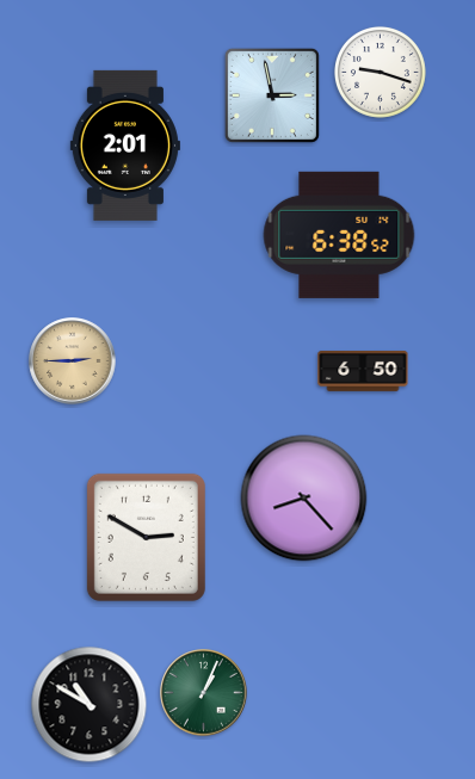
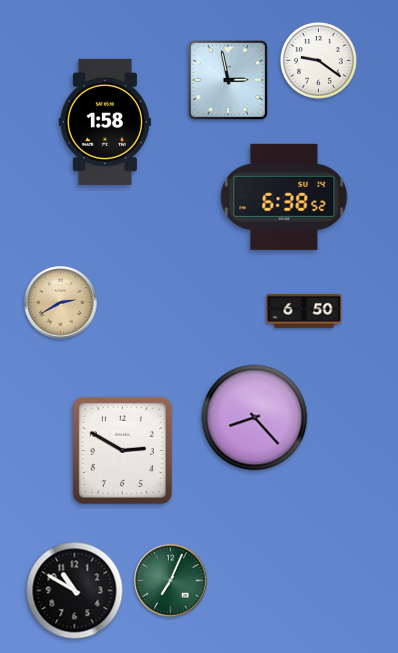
clock at (380, 72): 9:18 -> 9:21
clock at (125, 146): 2:01 -> 1:58
clock at (73, 361): 2:45 -> 2:40
clock at (204, 693): 1:04 -> 7:04
